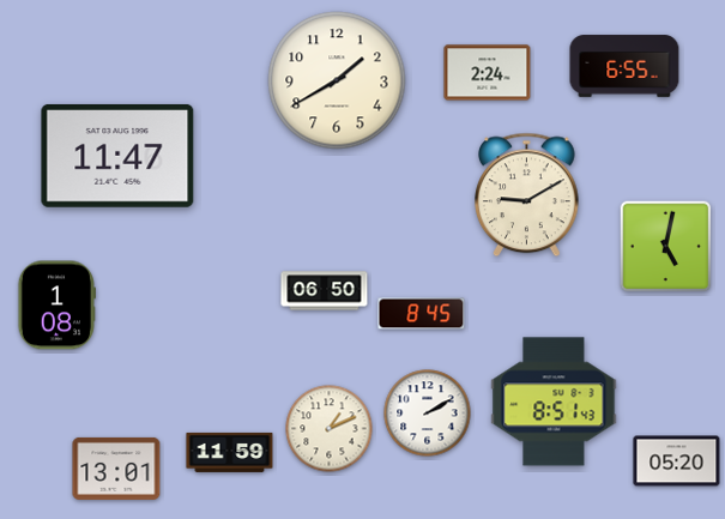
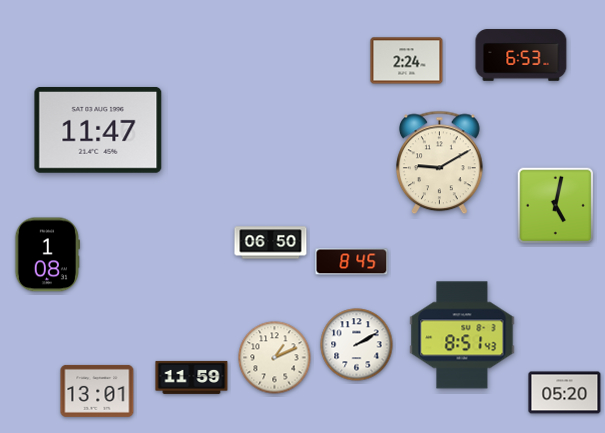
clock at (624, 66): 6:55 -> 6:53
clock at (337, 80): 1:40 -> none
clock at (677, 461) position: (677, 461) -> (565, 393)
